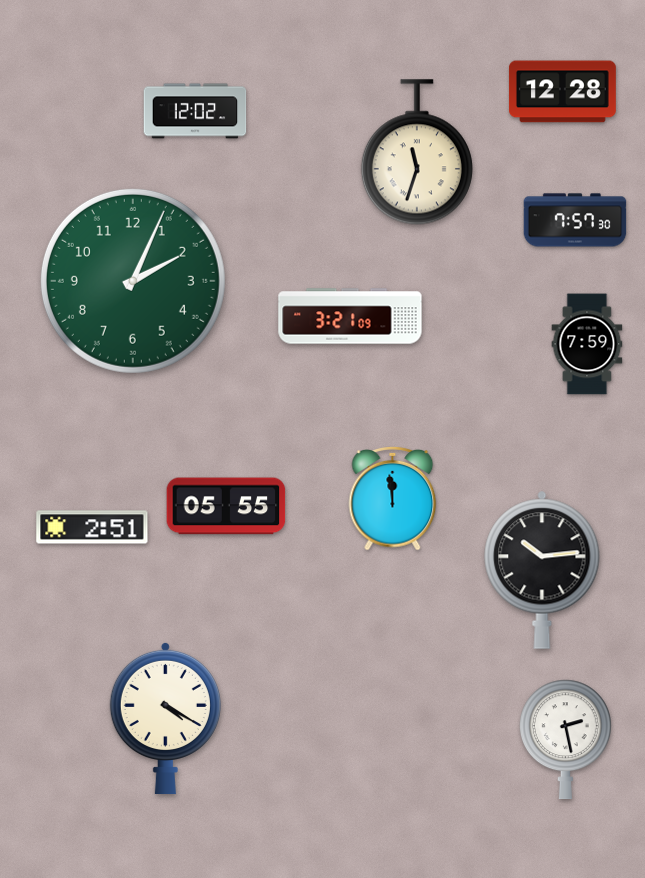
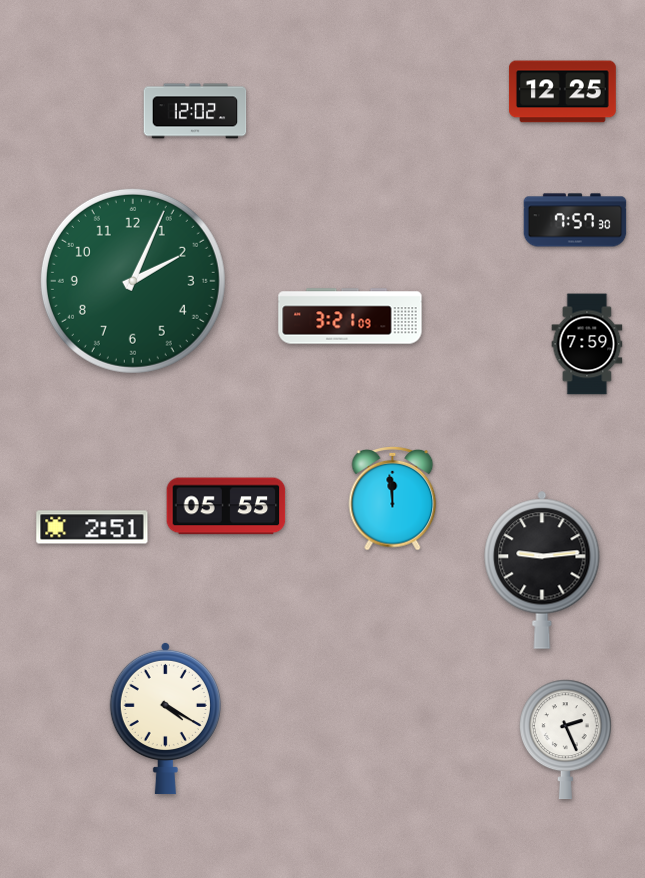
clock at (562, 92): 12:28 -> 12:25
clock at (417, 152): 11:33 -> none
clock at (542, 570): 10:14 -> 9:14
clock at (565, 740): 2:28 -> 2:26
